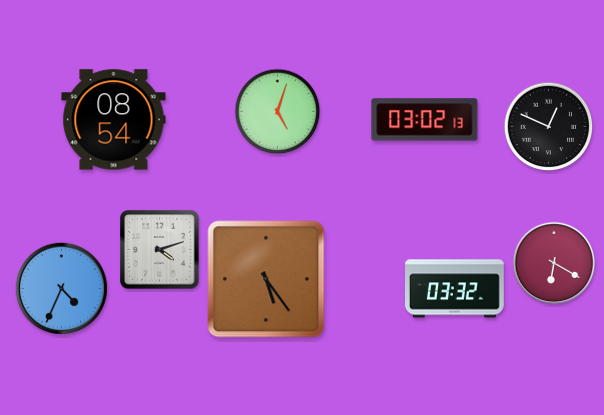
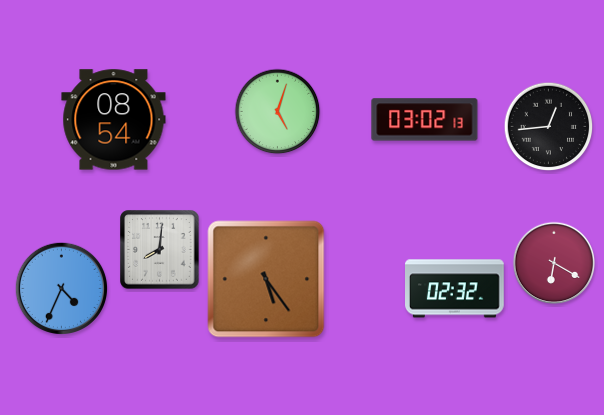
clock at (549, 127): 12:49 -> 12:44
clock at (160, 250): 4:12 -> 8:01
clock at (455, 289): 03:32 -> 02:32
